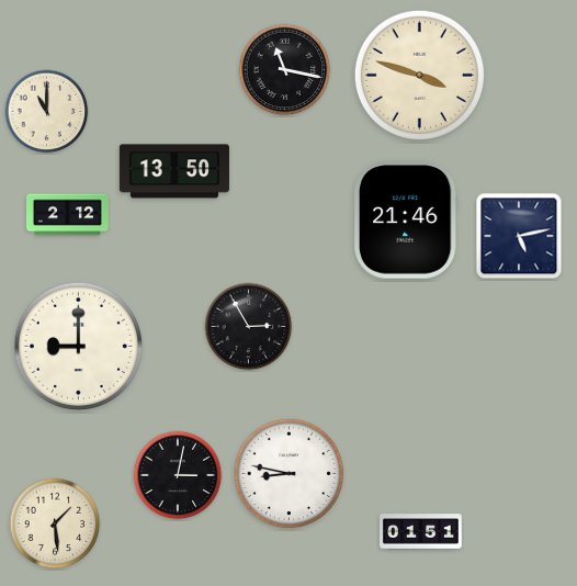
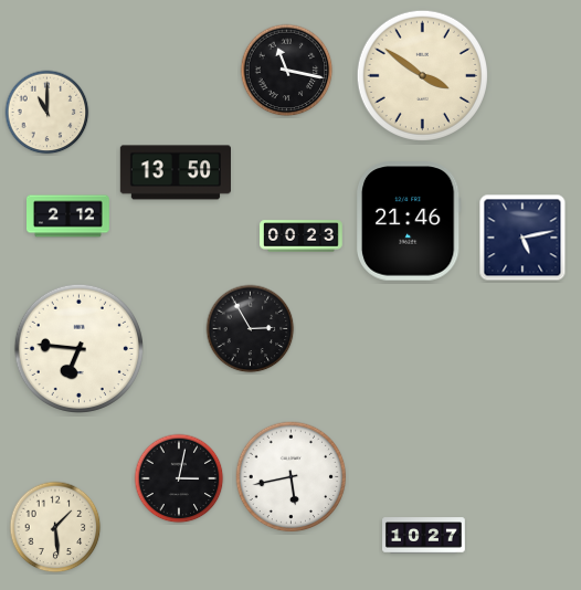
clock at (419, 75): 3:48 -> 3:51
clock at (302, 236): none -> 00:23
clock at (78, 346): 9:00 -> 6:46
clock at (290, 474): 8:47 -> 5:43
clock at (421, 532): 01:51 -> 10:27
